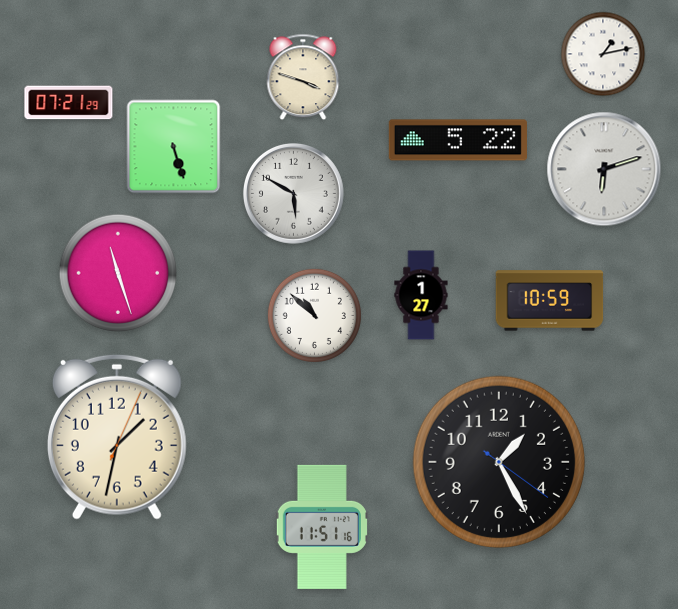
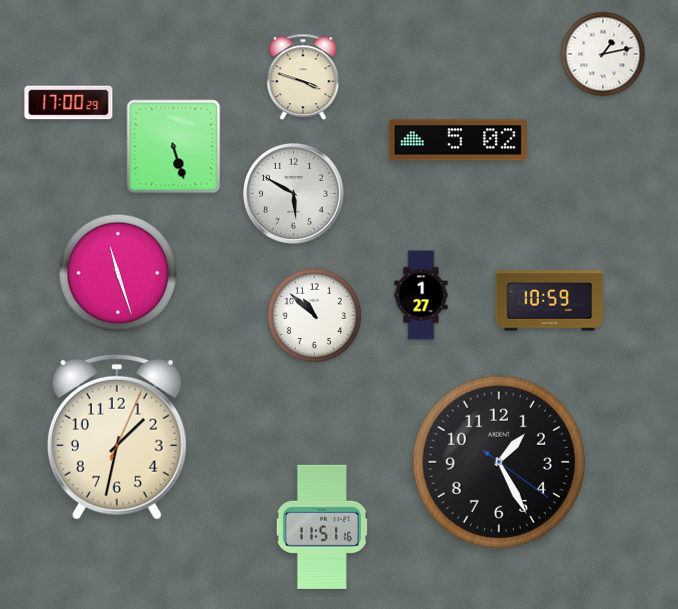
clock at (69, 103): 07:21 -> 17:00
clock at (458, 140): 5:22 -> 5:02
clock at (604, 169): 6:12 -> none
